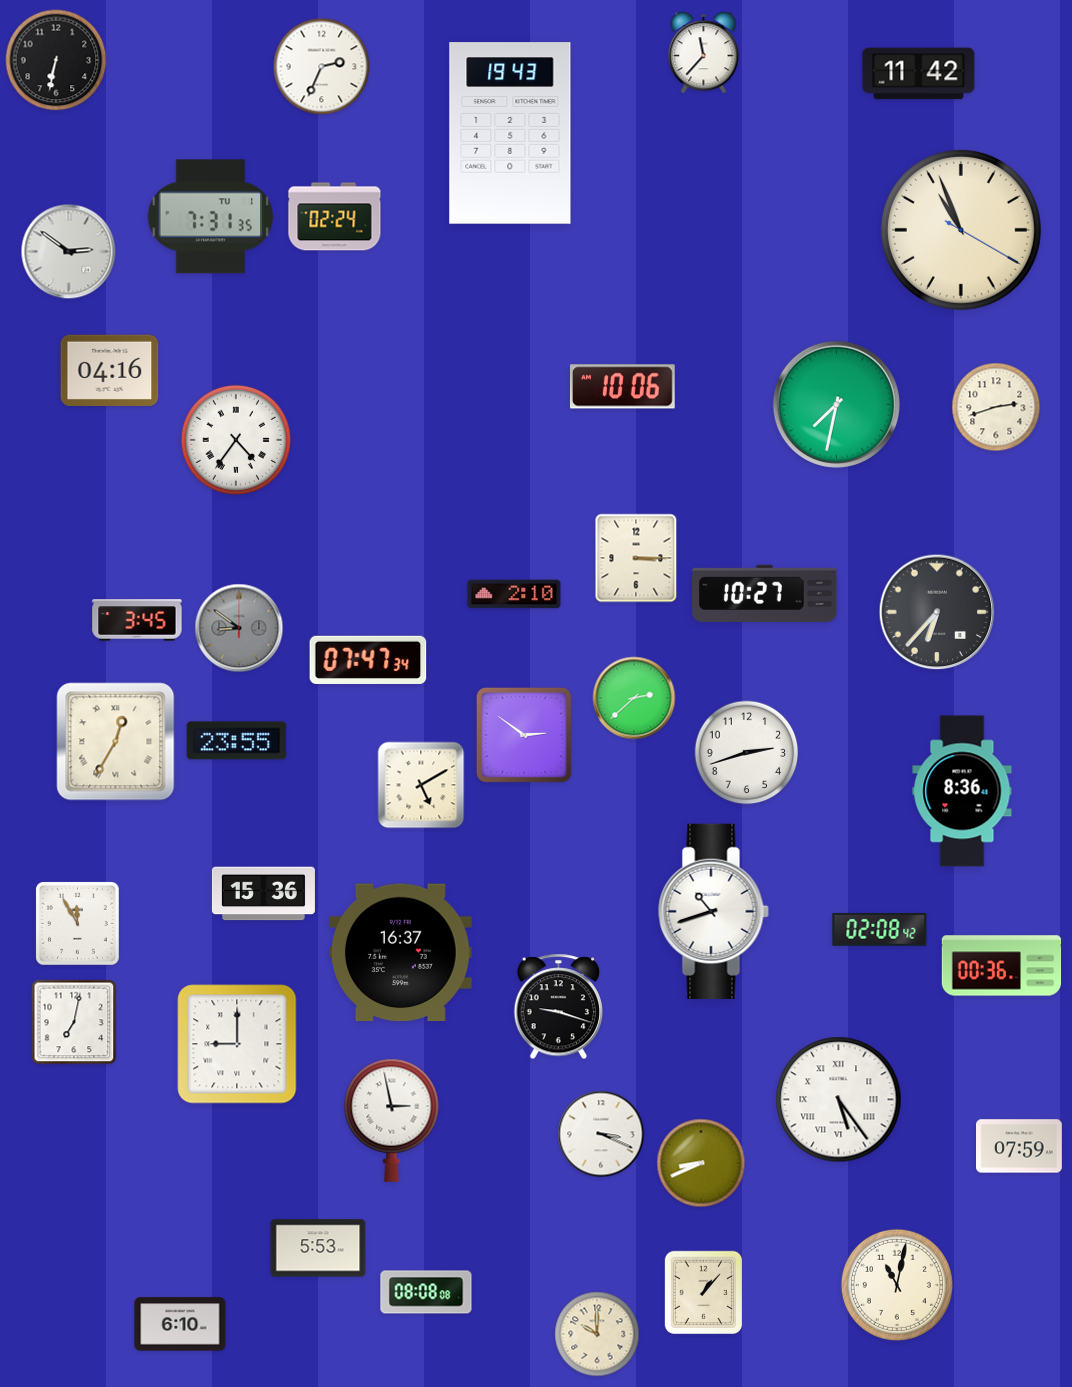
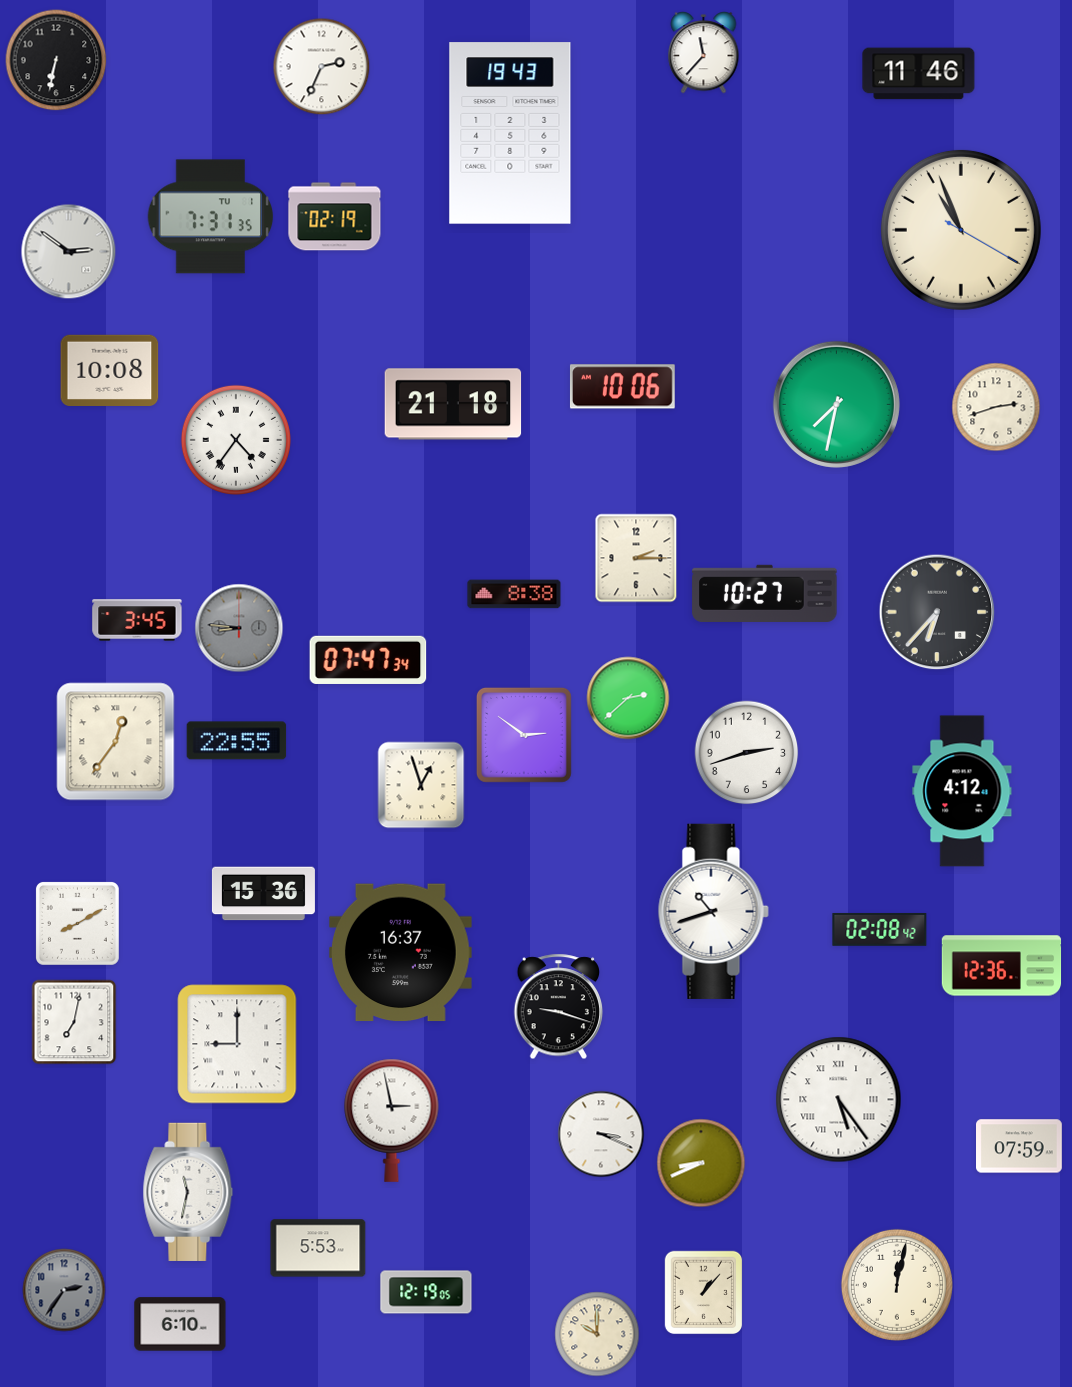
clock at (919, 74): 11:42 -> 11:46
clock at (335, 217): 02:24 -> 02:19
clock at (110, 370): 04:16 -> 10:08
clock at (453, 404): none -> 21:18
clock at (636, 558): 3:15 -> 2:15
clock at (514, 594): 2:10 -> 8:38
clock at (239, 628): 8:51 -> 8:46
clock at (634, 698) position: (634, 698) -> (628, 698)
clock at (237, 741): 23:55 -> 22:55
clock at (116, 742): 12:35 -> 12:36
clock at (421, 785): 5:10 -> 12:57
clock at (962, 791): 8:36 -> 4:12
clock at (77, 923): 11:55 -> 8:10
clock at (1002, 966): 00:36 -> 12:36
clock at (188, 1192): none -> 11:32
clock at (897, 1285): 11:02 -> 12:02
clock at (64, 1290): none -> 2:36
clock at (426, 1292): 08:08 -> 12:19
